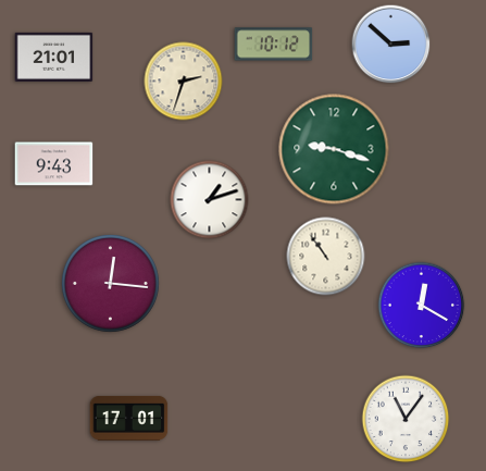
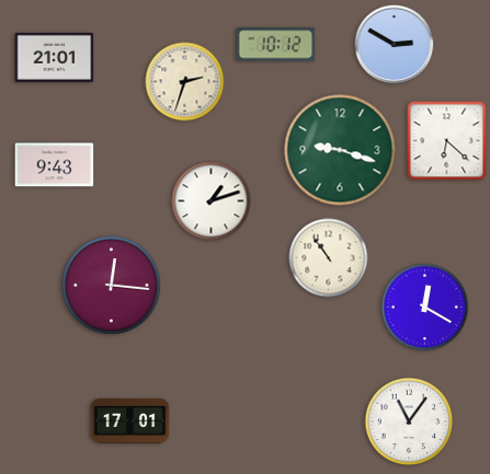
clock at (391, 45): 2:52 -> 2:50
clock at (447, 141): none -> 6:22
clock at (334, 149) position: (334, 149) -> (340, 150)
